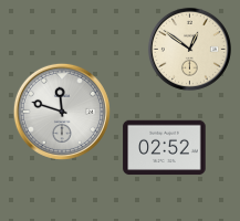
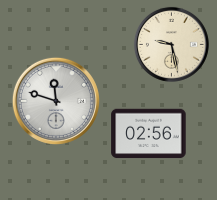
clock at (189, 49): 12:51 -> 9:28
clock at (165, 148): 02:52 -> 02:56
